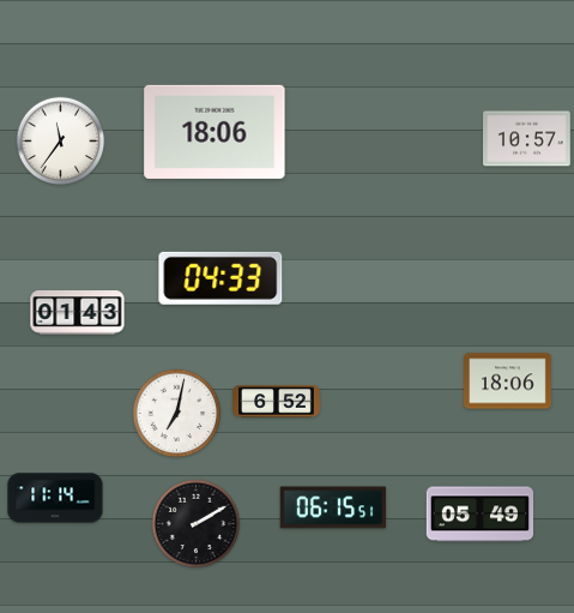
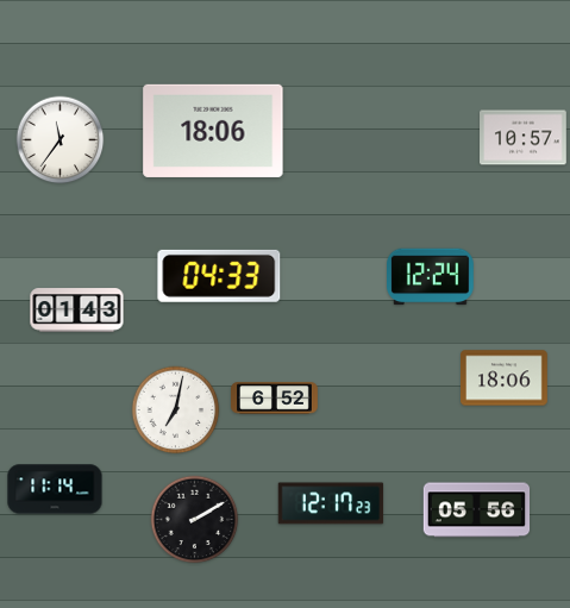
clock at (431, 277): none -> 12:24
clock at (55, 498) position: (55, 498) -> (55, 489)
clock at (333, 507): 06:15 -> 12:17
clock at (481, 515): 05:49 -> 05:56
